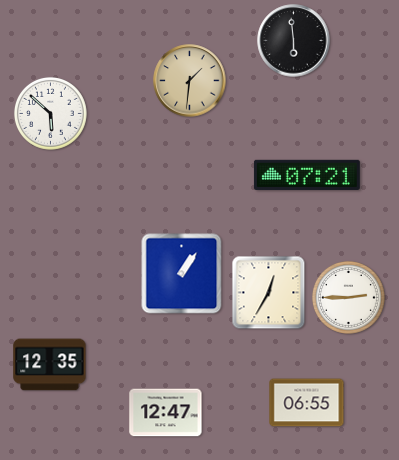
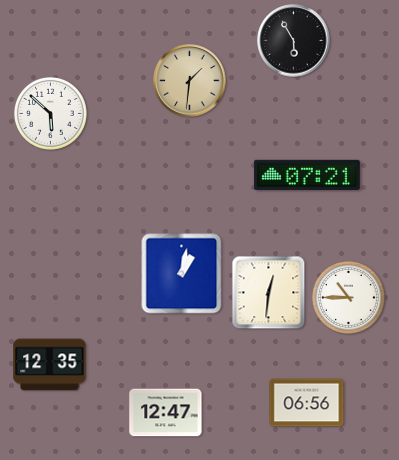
clock at (294, 41): 5:59 -> 5:55
clock at (182, 274): 1:06 -> 1:02
clock at (269, 293): 12:35 -> 12:31
clock at (348, 297): 2:45 -> 10:45
clock at (307, 403): 06:55 -> 06:56
